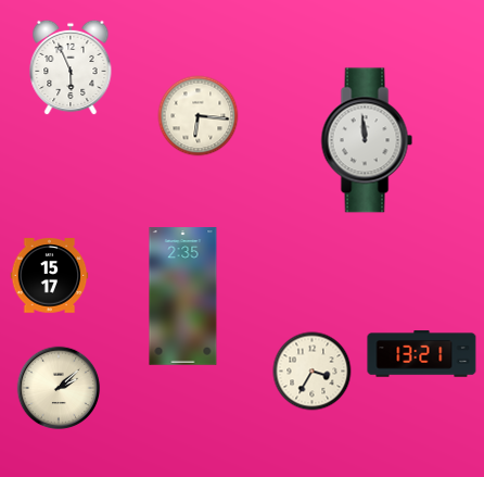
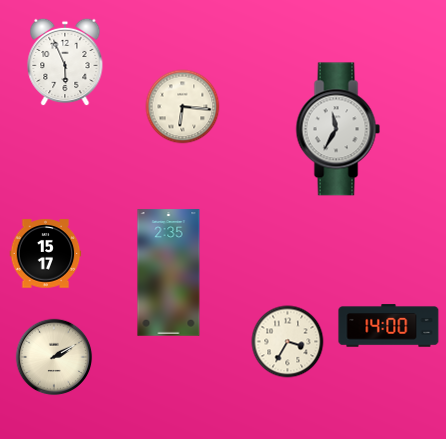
clock at (367, 140): 11:59 -> 11:35
clock at (422, 354): 13:21 -> 14:00
clock at (59, 388): 2:08 -> 2:10
